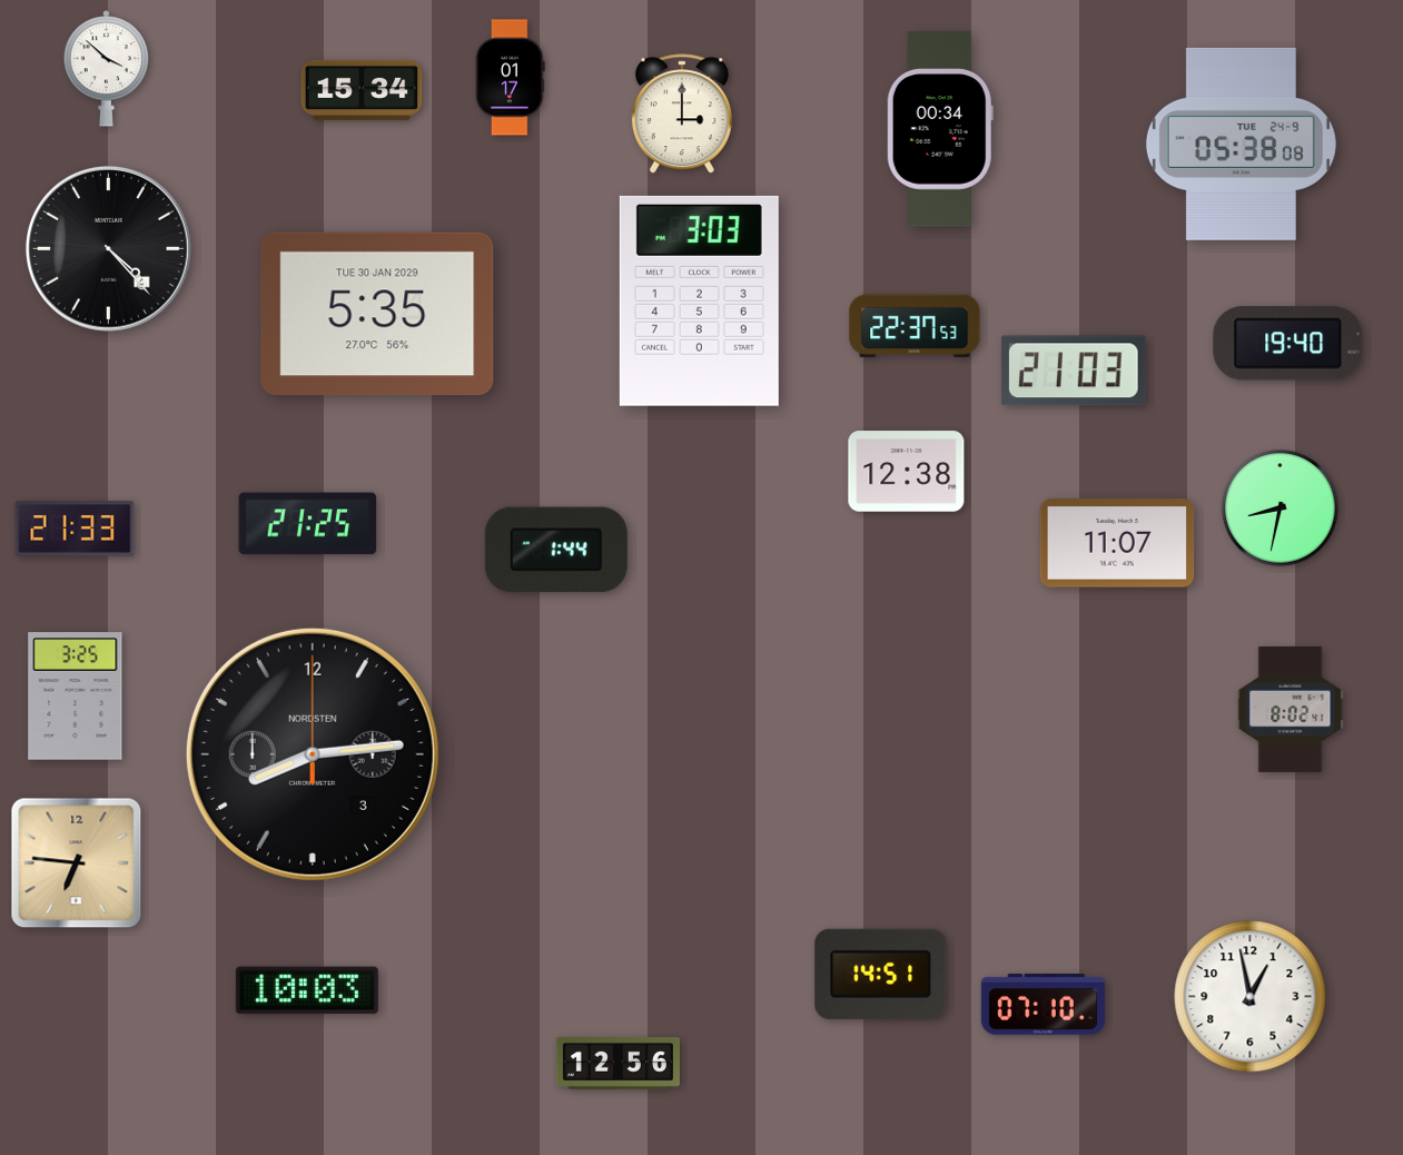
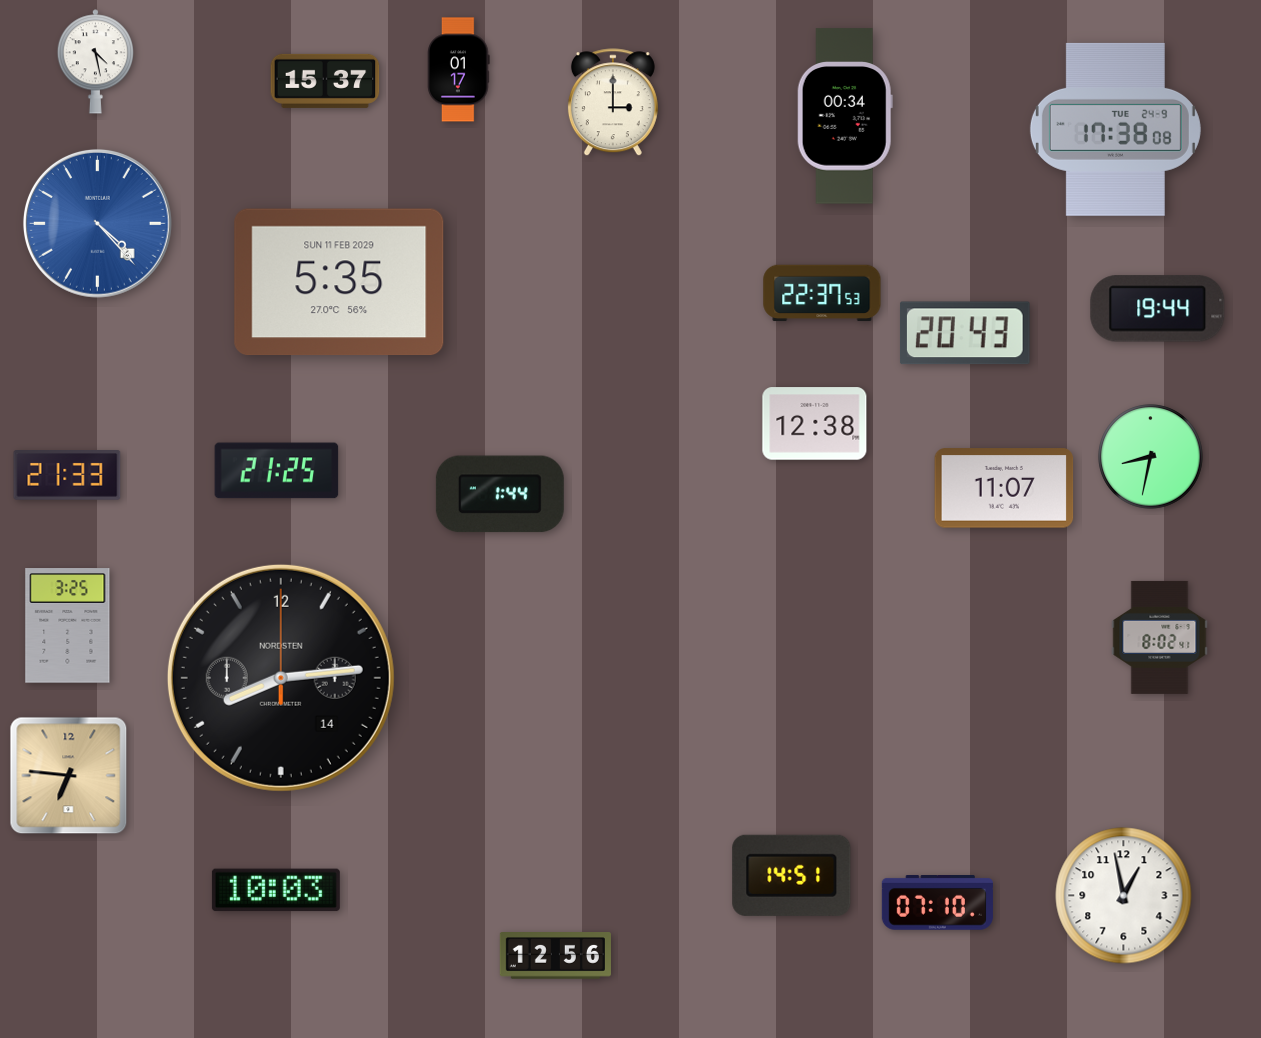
clock at (106, 69): 3:52 -> 4:28
clock at (362, 90): 15:34 -> 15:37
clock at (1241, 144): 05:38 -> 17:38
clock at (108, 248) dial: black -> blue
clock at (699, 300): 3:03 -> none
clock at (377, 314) date: TUE 30 JAN 2029 -> SUN 11 FEB 2029
clock at (1288, 344): 19:40 -> 19:44
clock at (1074, 371): 21:03 -> 20:43
clock at (313, 754) date: 3 -> 14
